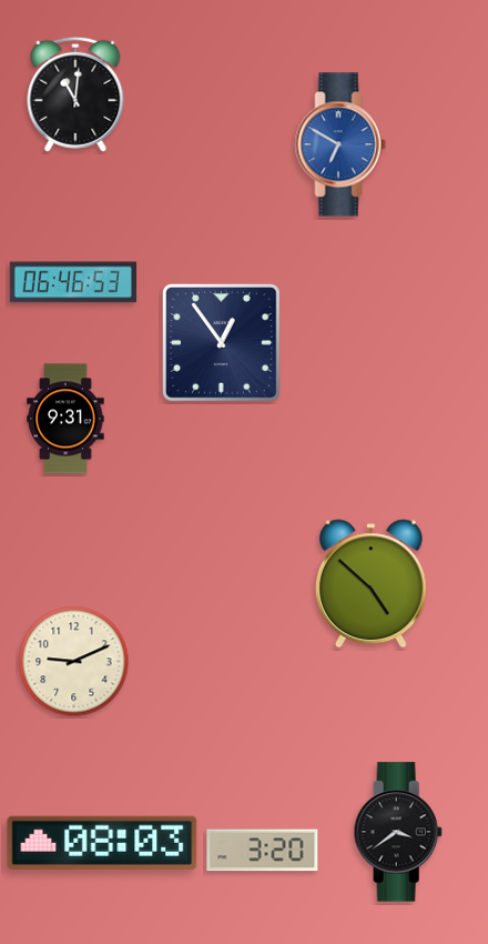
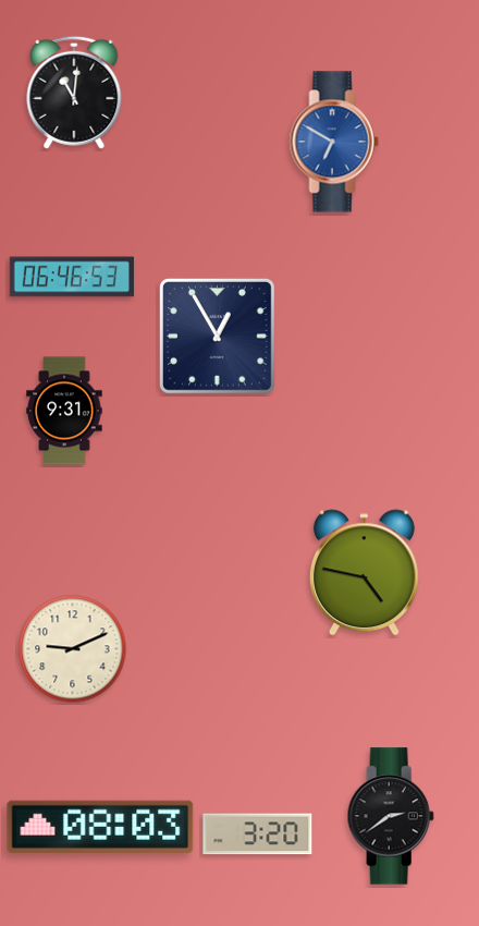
clock at (222, 342): 12:54 -> 12:55
clock at (370, 584): 4:52 -> 4:47
clock at (398, 832): 3:39 -> 2:39
